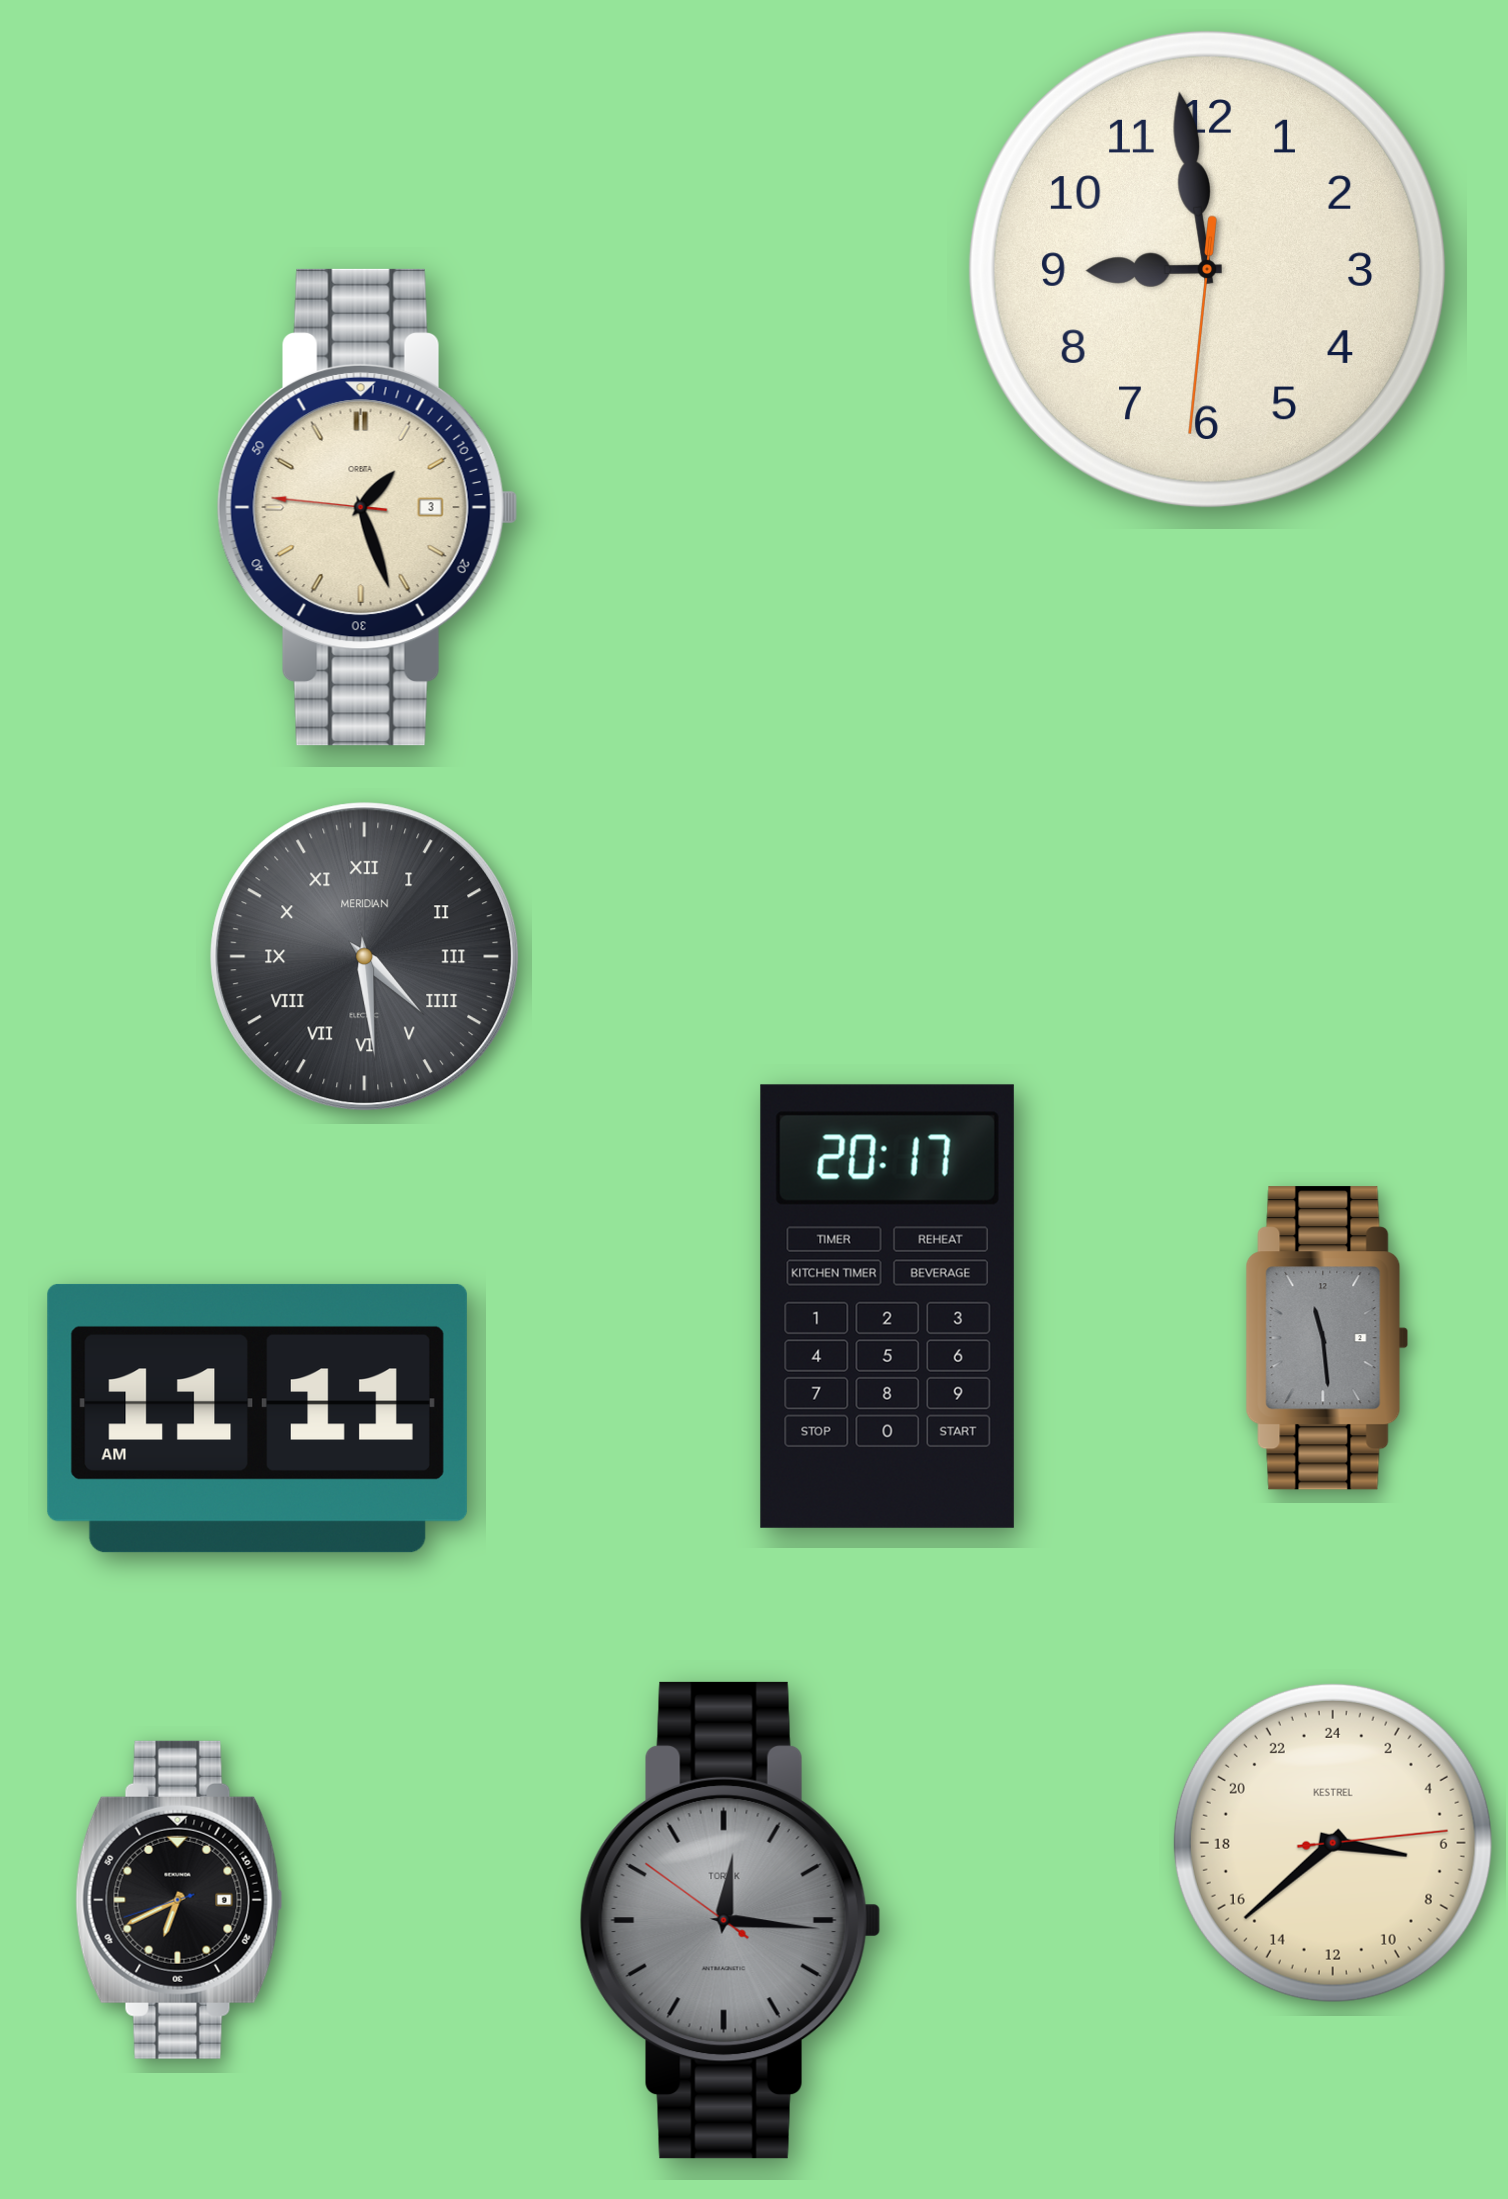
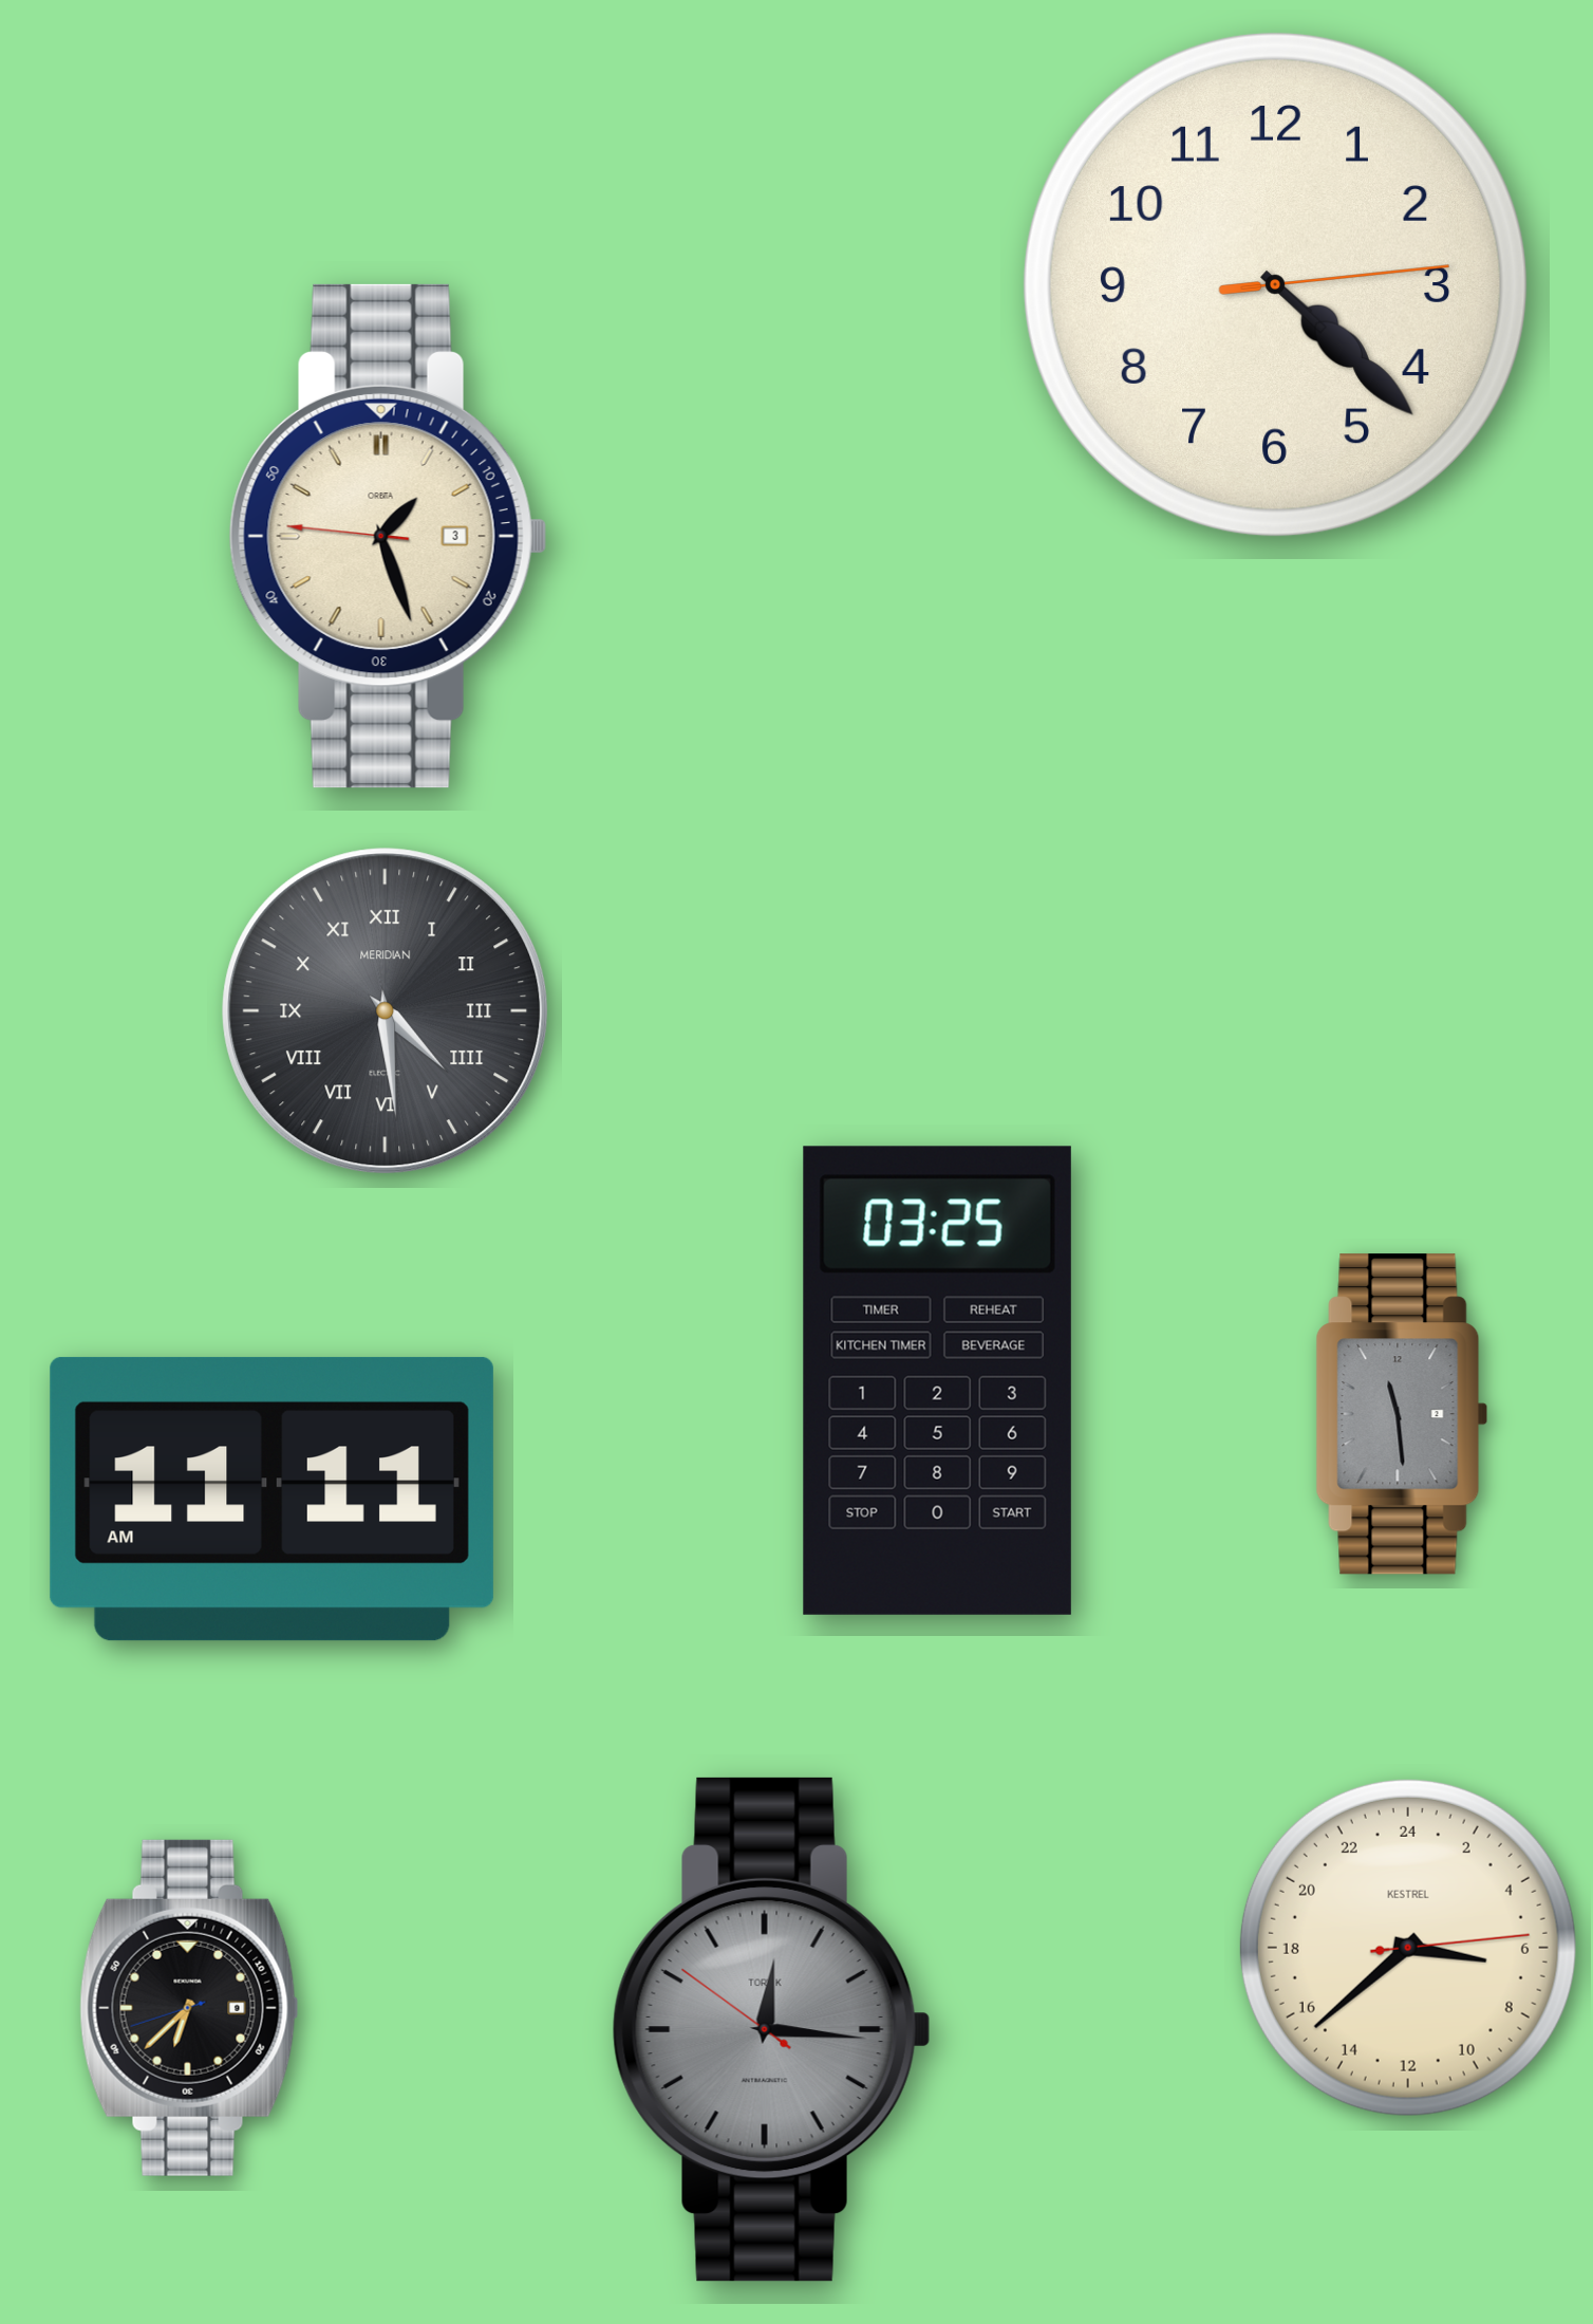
clock at (1207, 269): 8:58 -> 4:22
clock at (887, 1306): 20:17 -> 03:25
clock at (179, 1900): 6:40 -> 6:37
